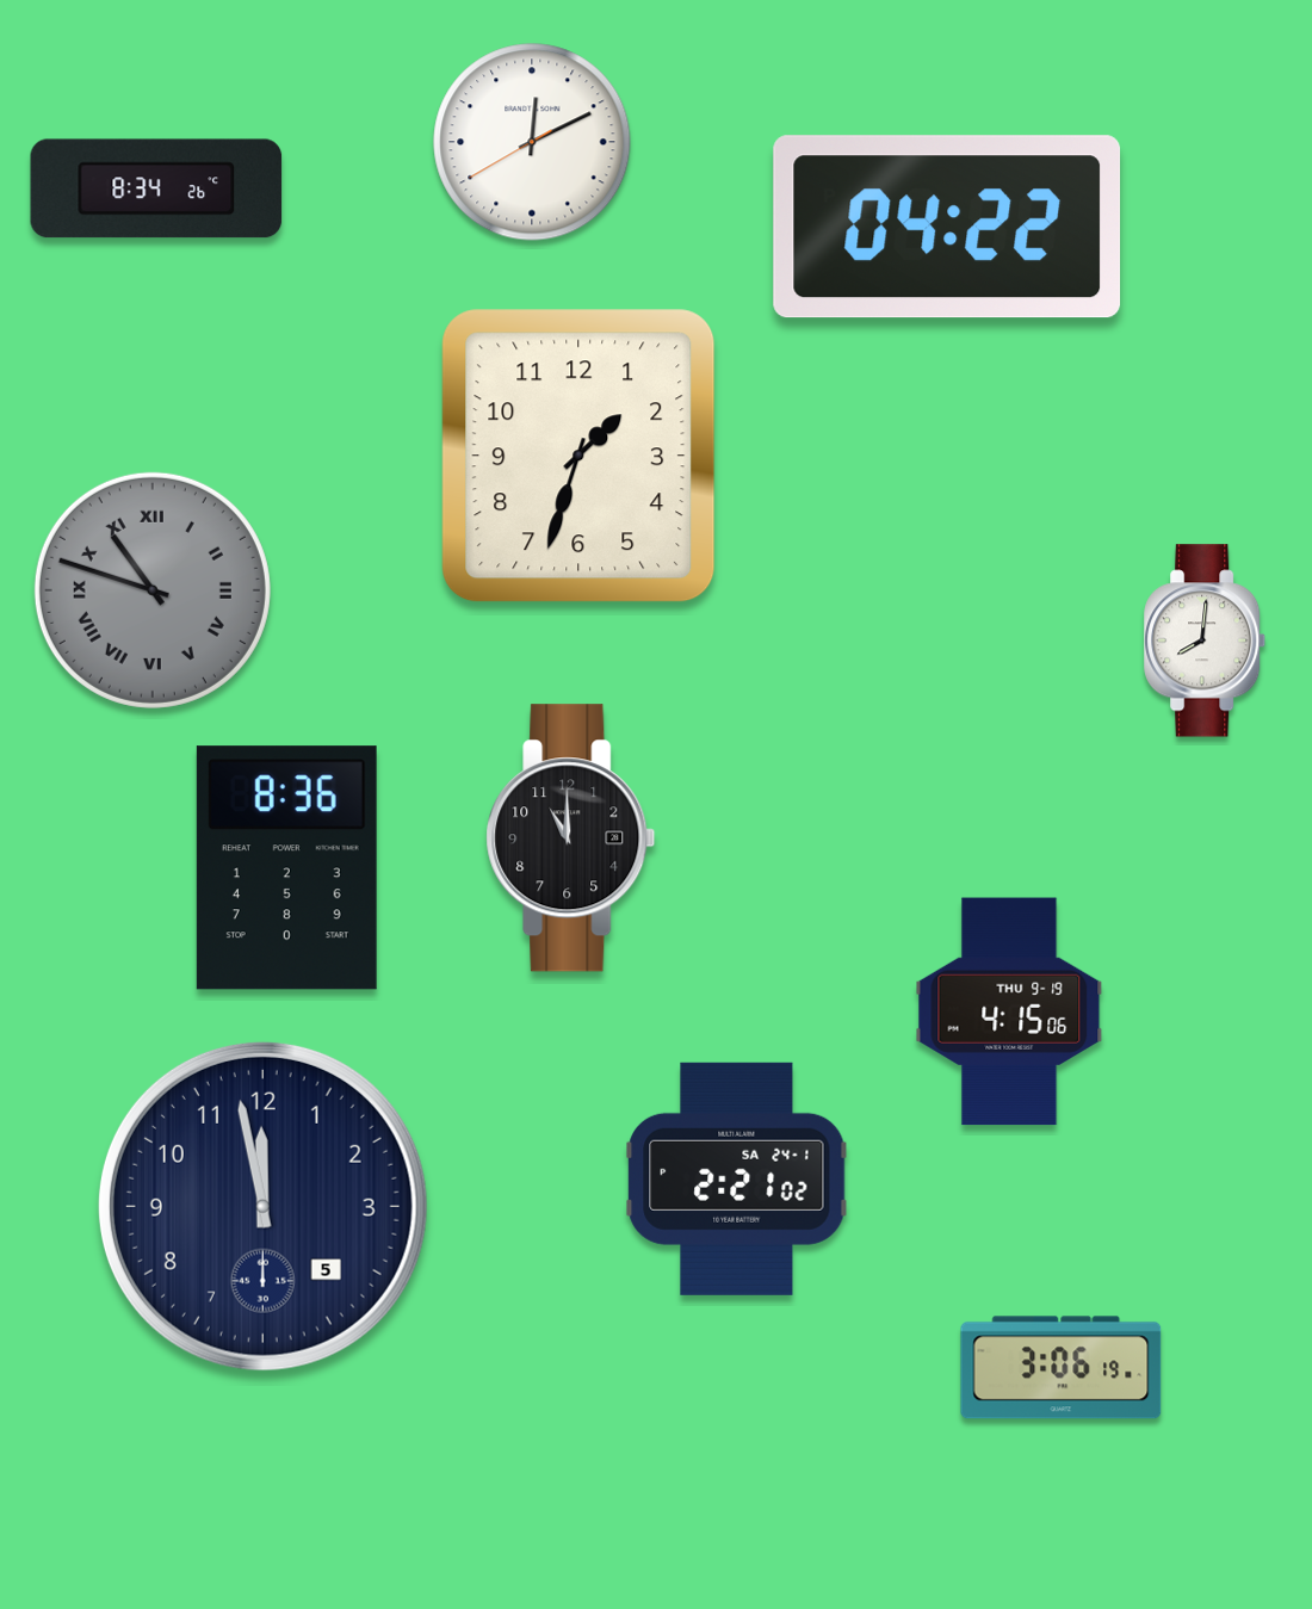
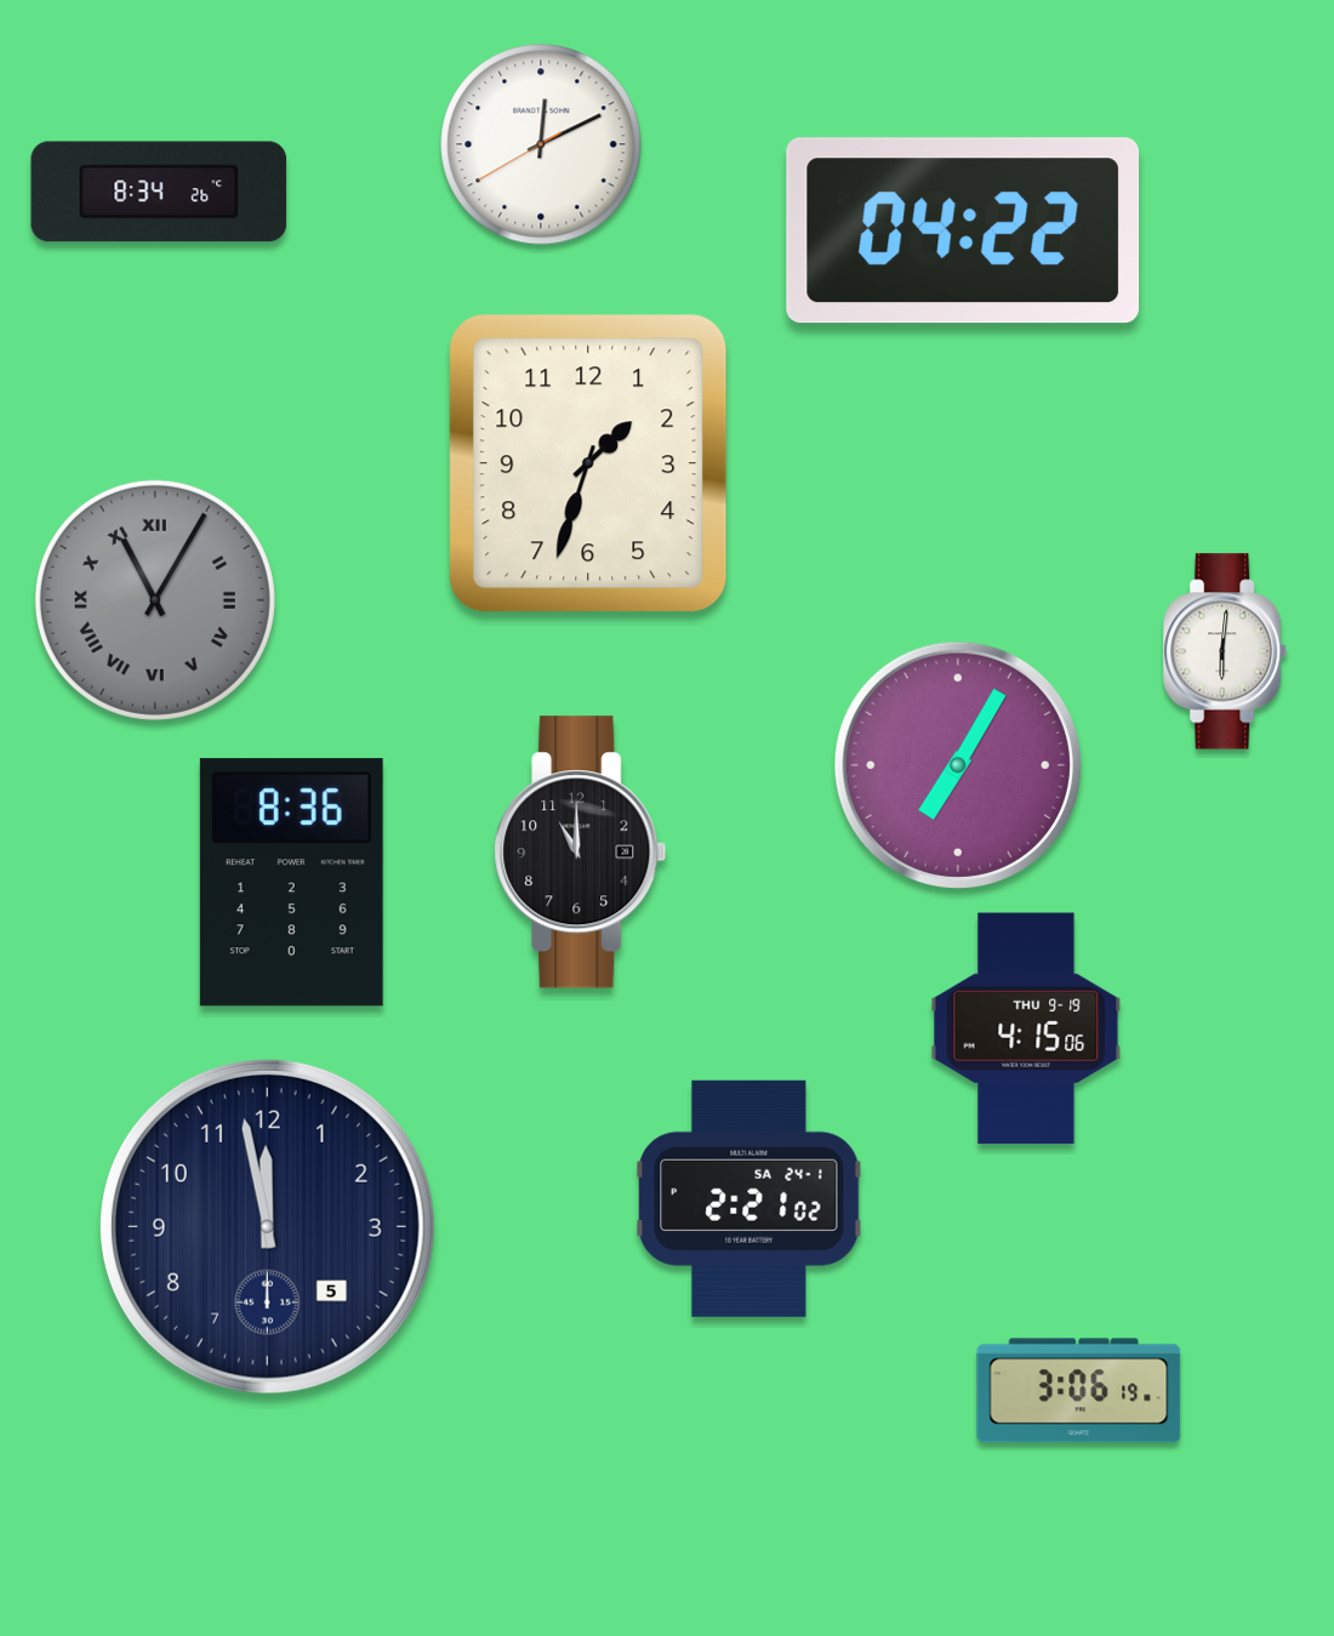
clock at (153, 590): 10:48 -> 11:05
clock at (1206, 640): 8:01 -> 6:01
clock at (957, 764): none -> 7:05
